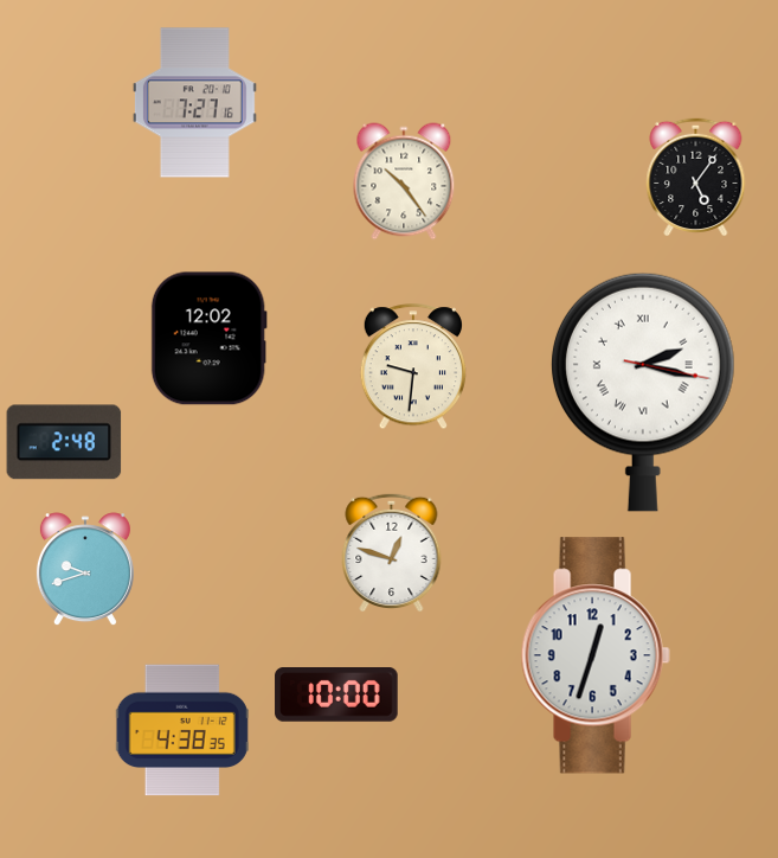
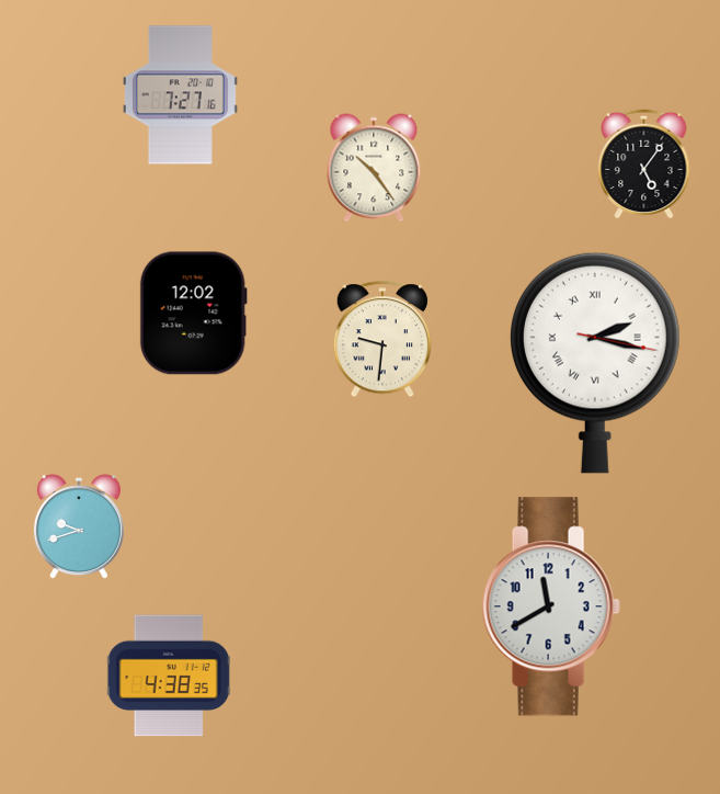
clock at (64, 442): 2:48 -> none
clock at (392, 552): 12:48 -> none
clock at (596, 655): 12:33 -> 11:40
clock at (336, 696): 10:00 -> none
